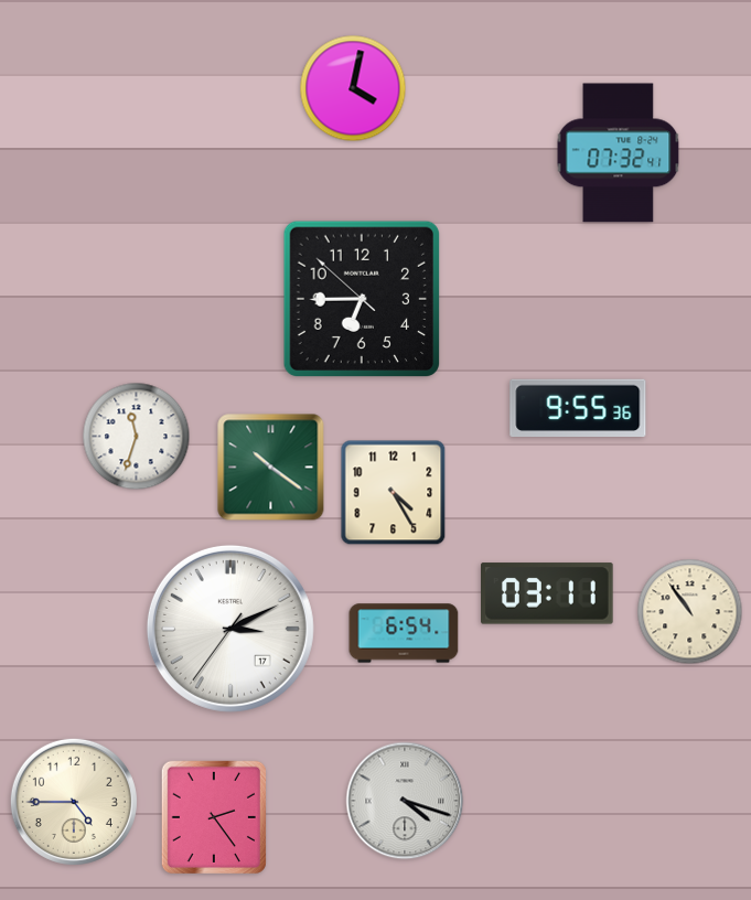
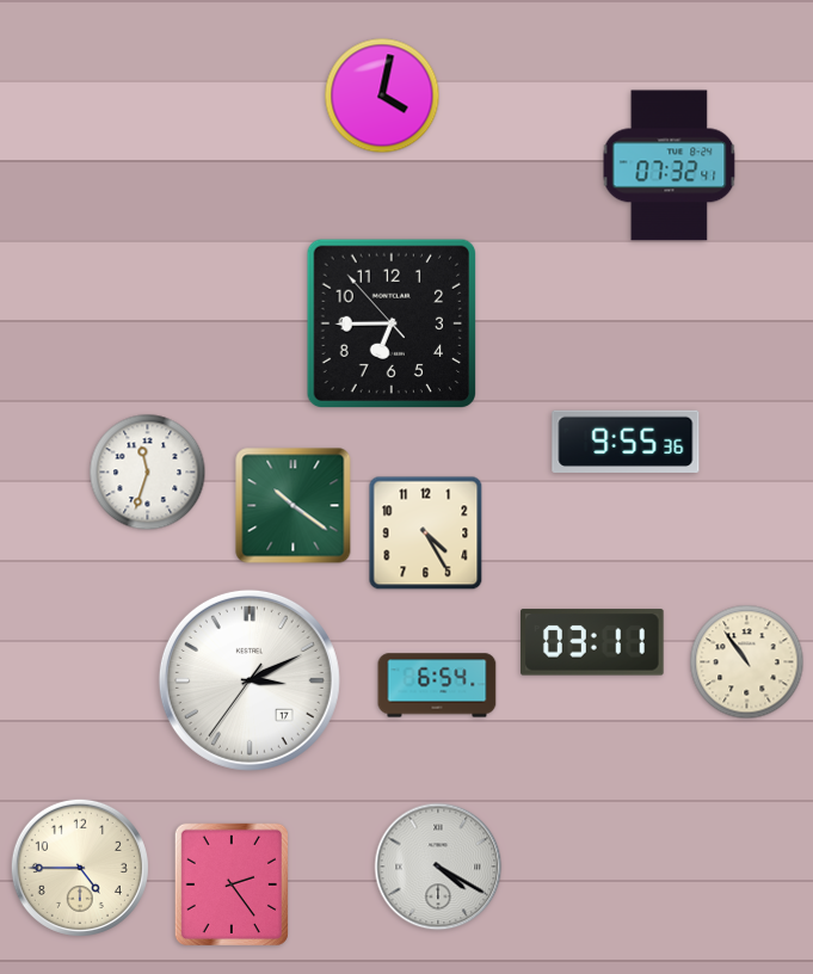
clock at (361, 298): 6:44:52 -> 6:44:53
clock at (405, 801): 4:18 -> 4:20
